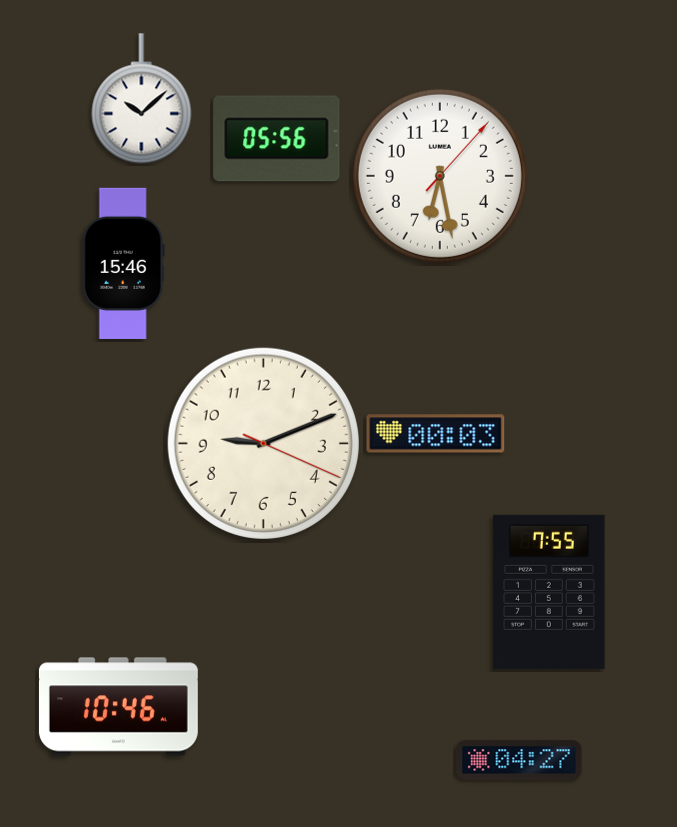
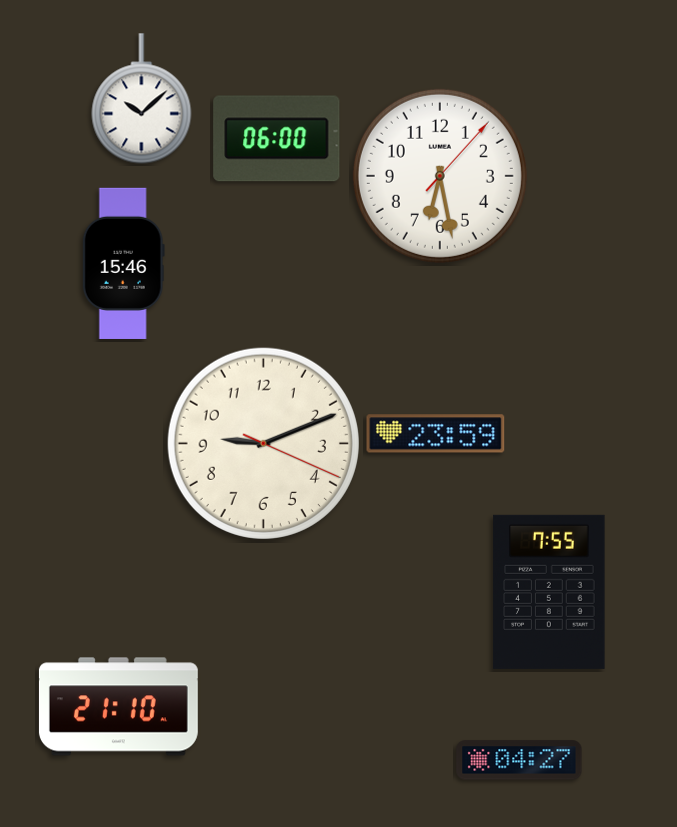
clock at (277, 139): 05:56 -> 06:00
clock at (436, 434): 00:03 -> 23:59
clock at (118, 707): 10:46 -> 21:10
